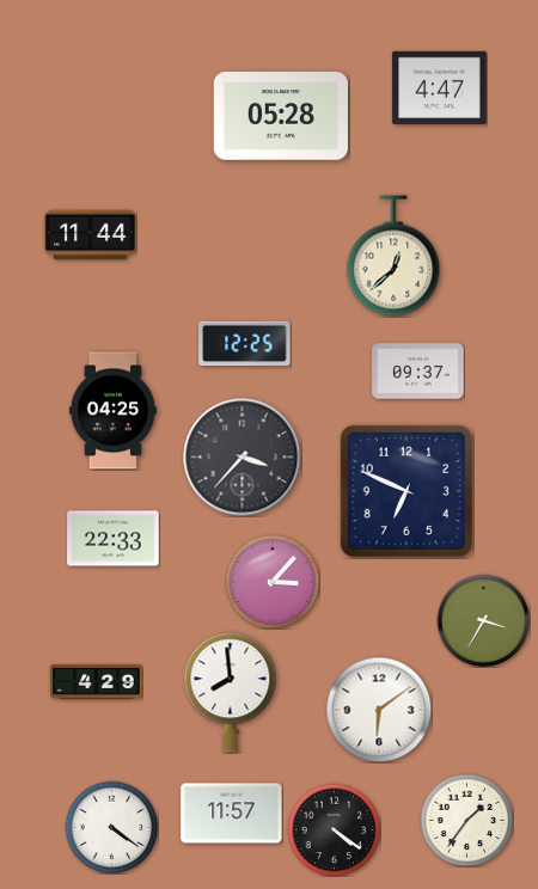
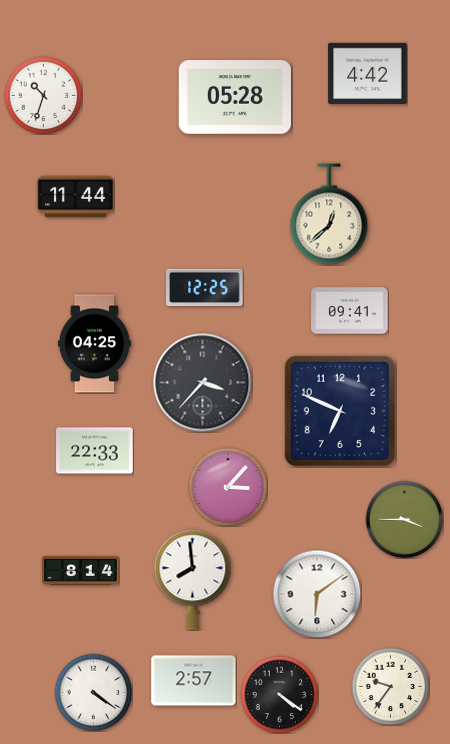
clock at (440, 87): 4:47 -> 4:42
clock at (43, 95): none -> 10:33
clock at (418, 372): 09:37 -> 09:41
clock at (483, 620): 3:35 -> 3:45
clock at (97, 681): 4:29 -> 8:14
clock at (232, 814): 11:57 -> 2:57
clock at (466, 820): 1:36 -> 9:36
